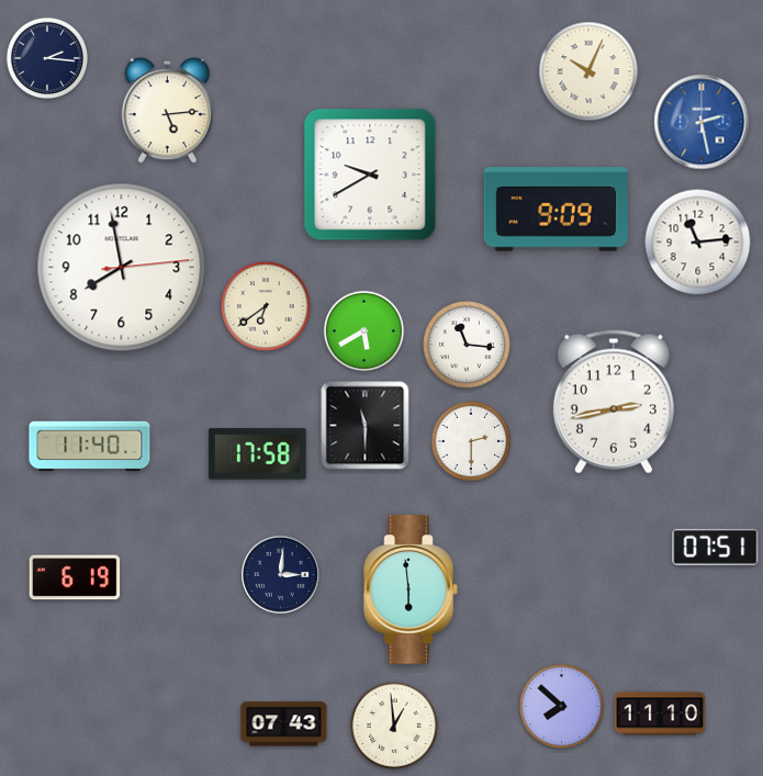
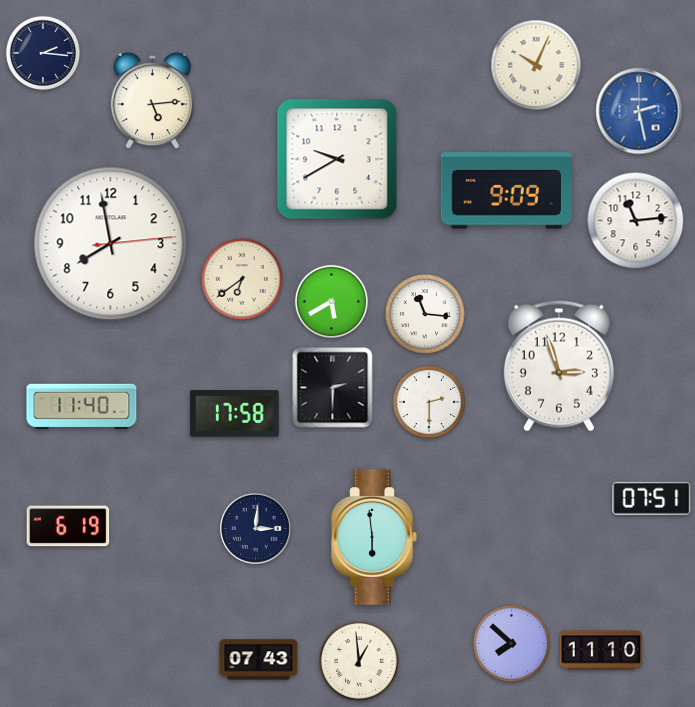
clock at (614, 402): 2:43 -> 2:57
clock at (366, 426): 11:30 -> 2:30
clock at (280, 574) position: (280, 574) -> (255, 528)
